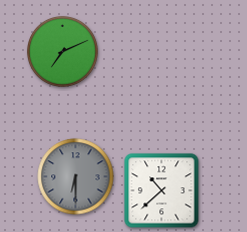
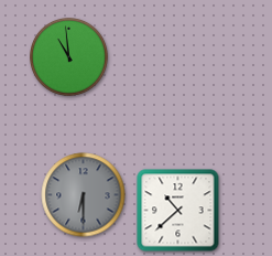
clock at (63, 52): 7:11 -> 10:59
